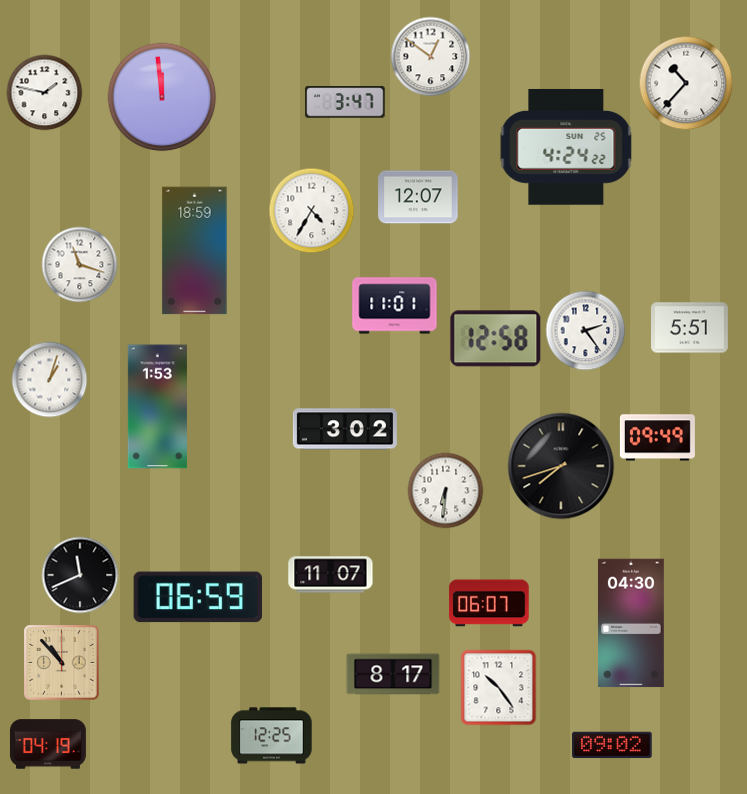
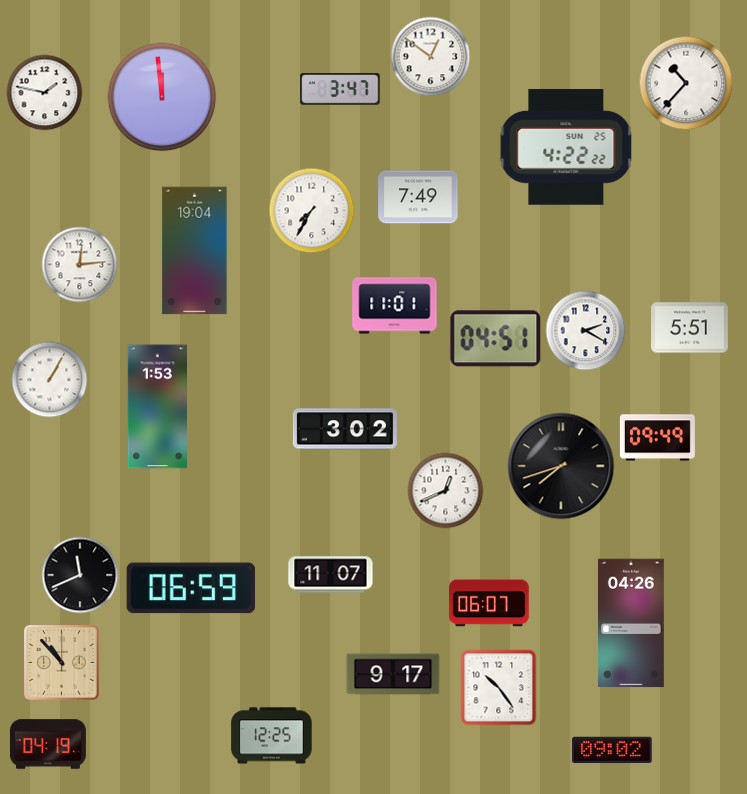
clock at (345, 102) position: (345, 102) -> (340, 89)
clock at (566, 147): 4:24 -> 4:22
clock at (418, 197): 12:07 -> 7:49
clock at (312, 211): 4:35 -> 7:35
clock at (195, 251): 18:59 -> 19:04
clock at (80, 265): 11:18 -> 12:14
clock at (586, 331): 2:24 -> 2:20
clock at (496, 339): 12:58 -> 04:51
clock at (50, 380): 1:03 -> 1:05
clock at (446, 491): 6:31 -> 12:41
clock at (197, 597) position: (197, 597) -> (190, 588)
clock at (631, 623): 04:30 -> 04:26
clock at (393, 674): 8:17 -> 9:17
clock at (612, 745) position: (612, 745) -> (612, 750)
